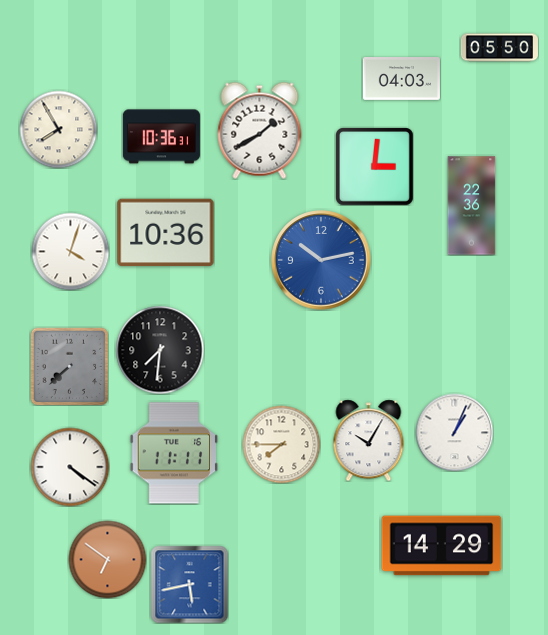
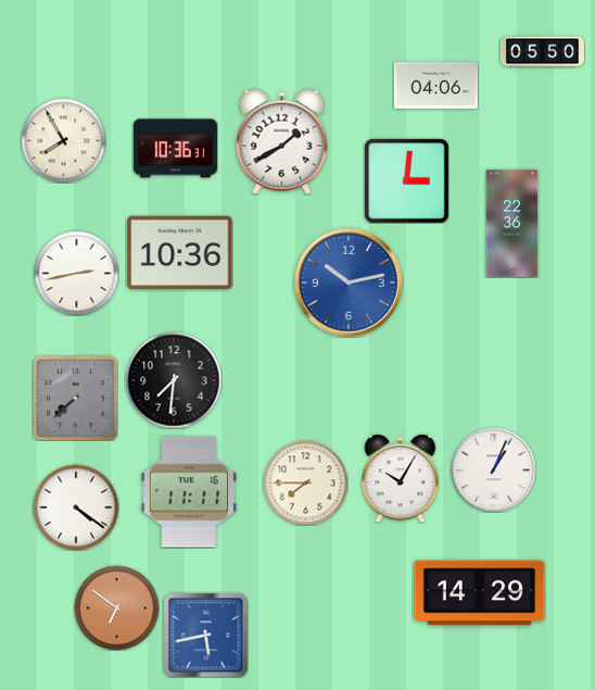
clock at (401, 79): 04:03 -> 04:06
clock at (70, 251): 4:03 -> 2:43
